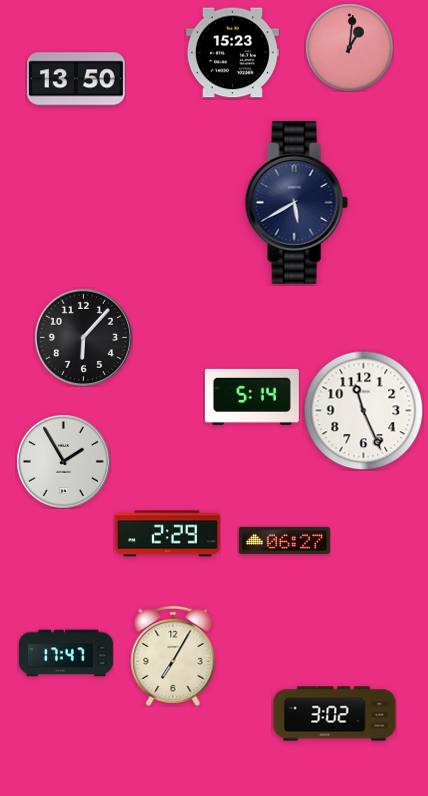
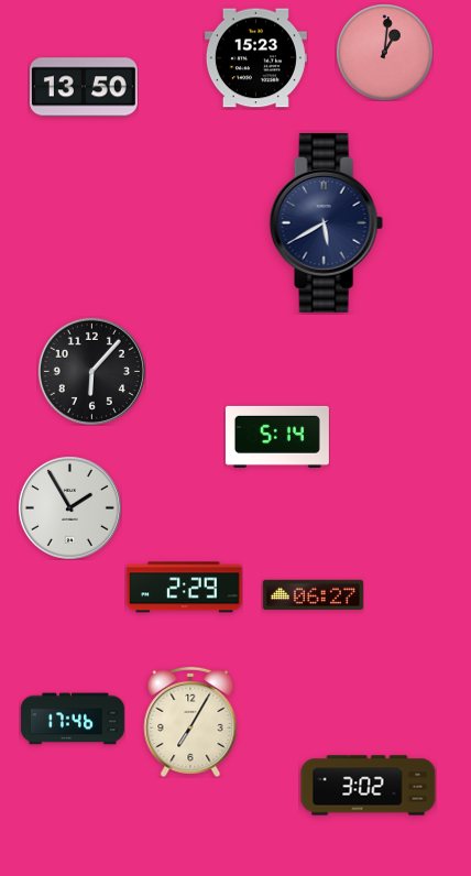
clock at (363, 410): 11:26 -> none
clock at (66, 653): 17:47 -> 17:46
